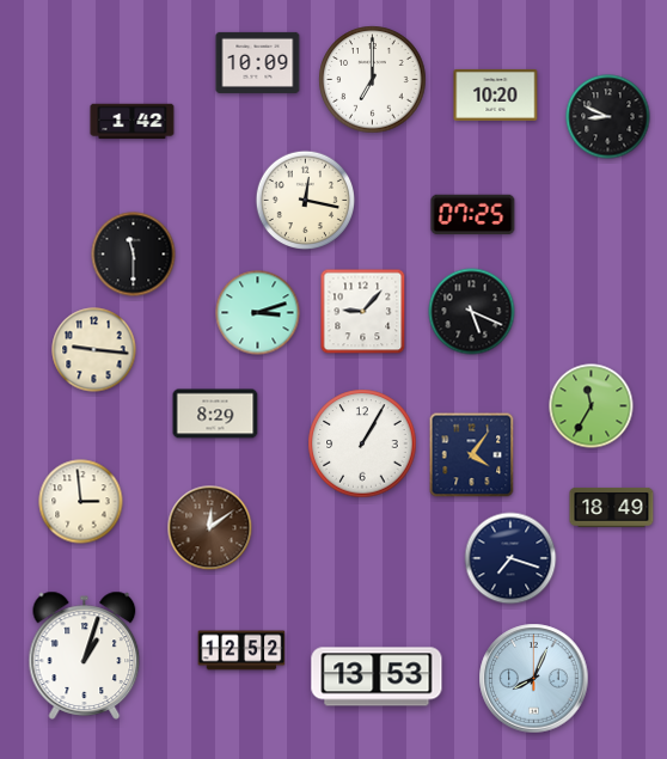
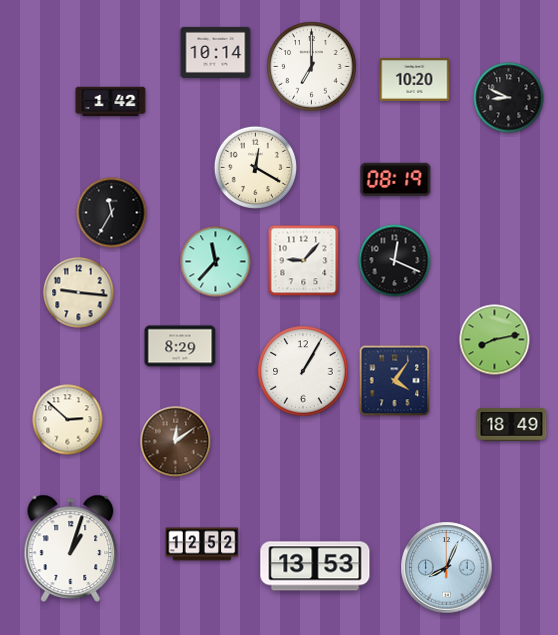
clock at (258, 62): 10:09 -> 10:14
clock at (305, 200): 12:17 -> 12:20
clock at (473, 215): 07:25 -> 08:19
clock at (134, 255): 11:30 -> 11:35
clock at (472, 312): 5:19 -> 12:19
clock at (258, 313): 3:12 -> 11:37
clock at (592, 406): 11:35 -> 8:13
clock at (81, 502): 2:59 -> 2:52
clock at (510, 558): 7:18 -> none
